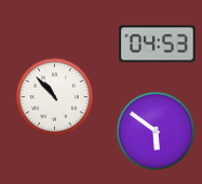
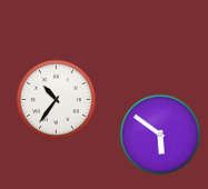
clock at (158, 44): 04:53 -> none
clock at (54, 96): 10:53 -> 10:36
